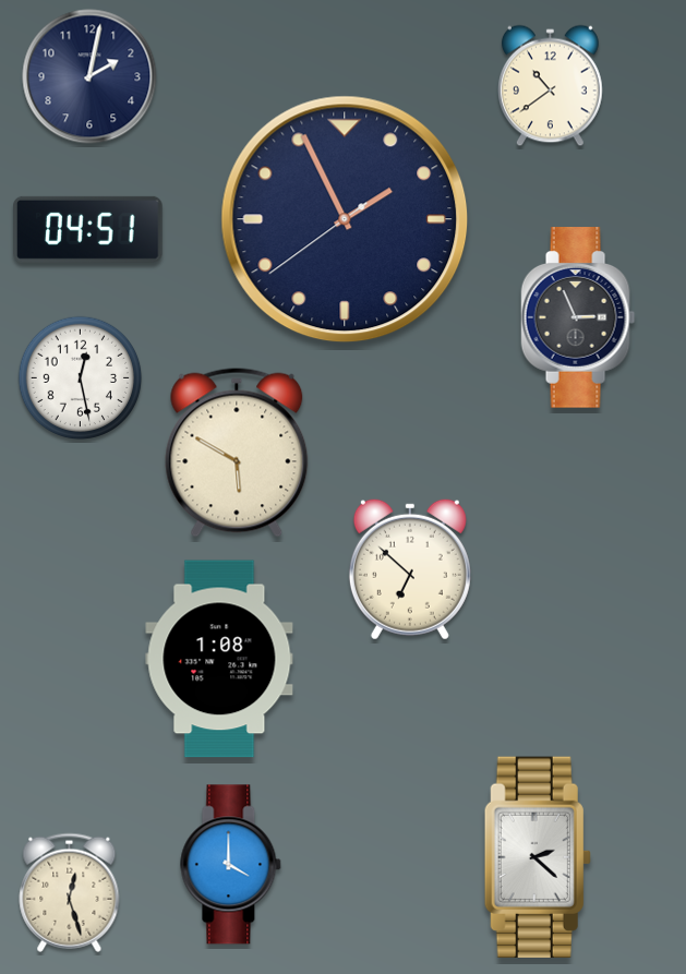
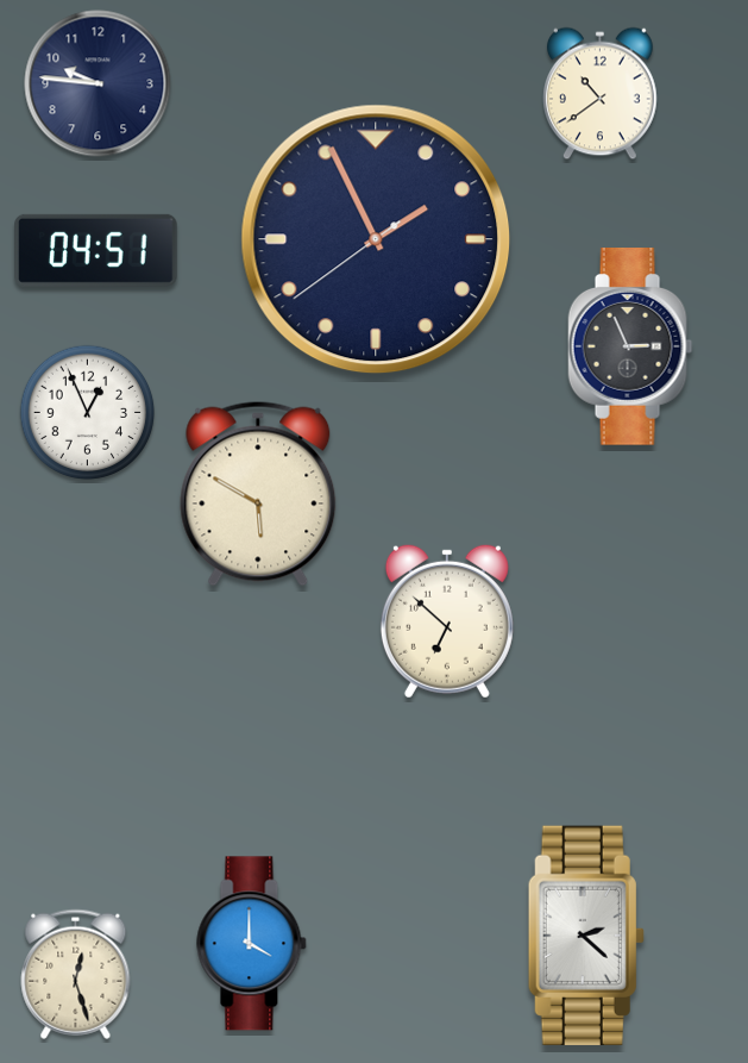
clock at (89, 76): 2:02 -> 9:46
clock at (81, 378): 12:28 -> 12:56
clock at (219, 659): 1:08 -> none
